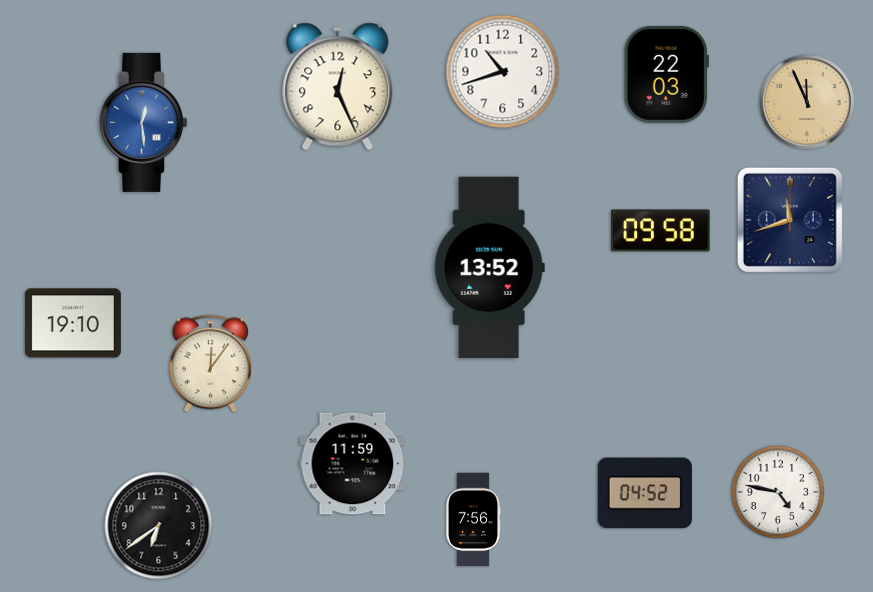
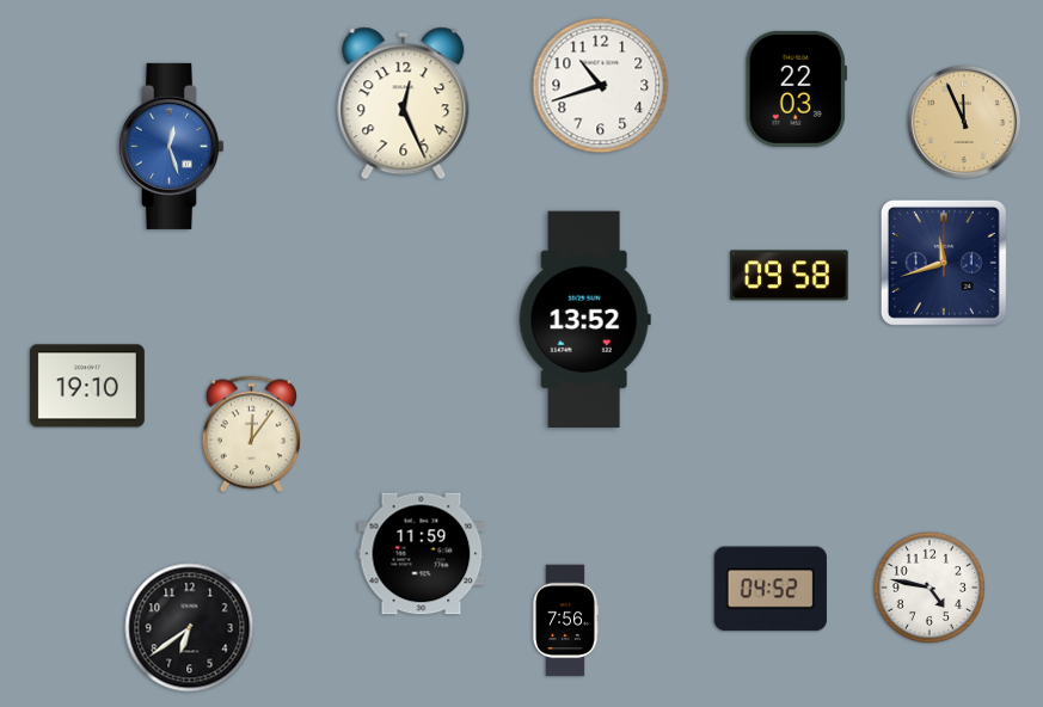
clock at (143, 122): 12:29 -> 12:27
